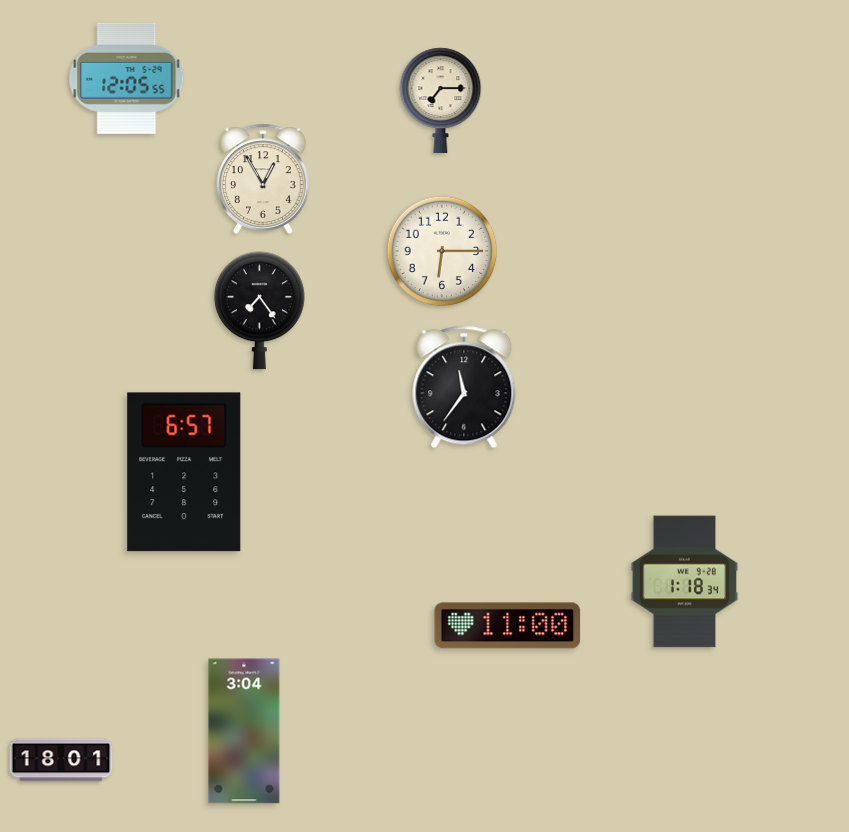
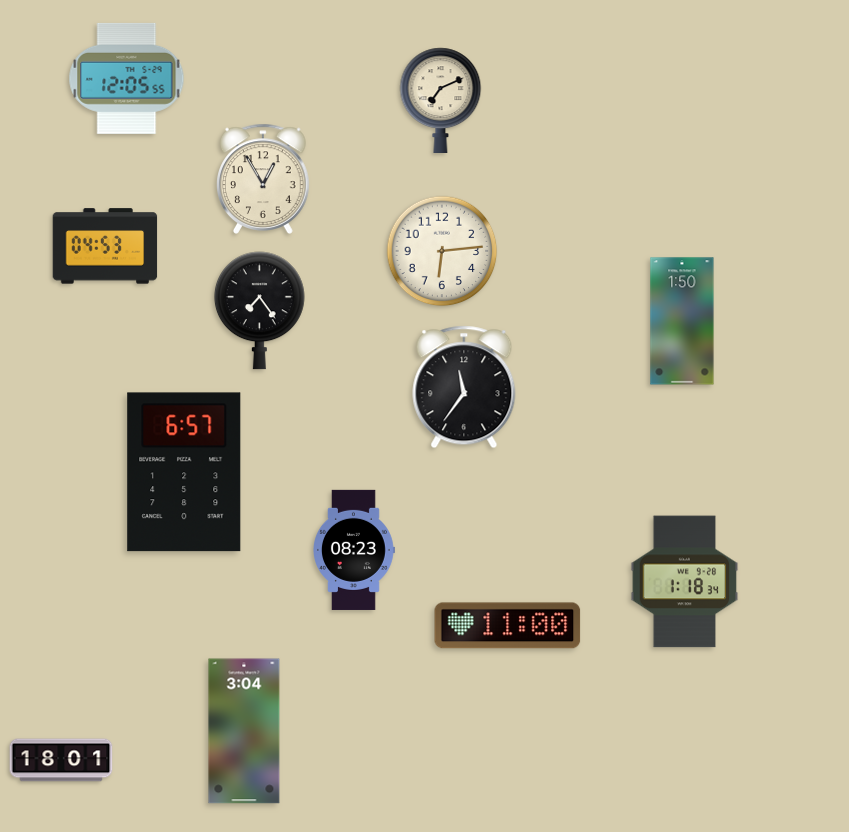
clock at (441, 100): 7:15 -> 7:11
clock at (105, 246): none -> 04:53
clock at (442, 251): 6:15 -> 6:14
clock at (682, 321): none -> 1:50
clock at (354, 550): none -> 08:23
